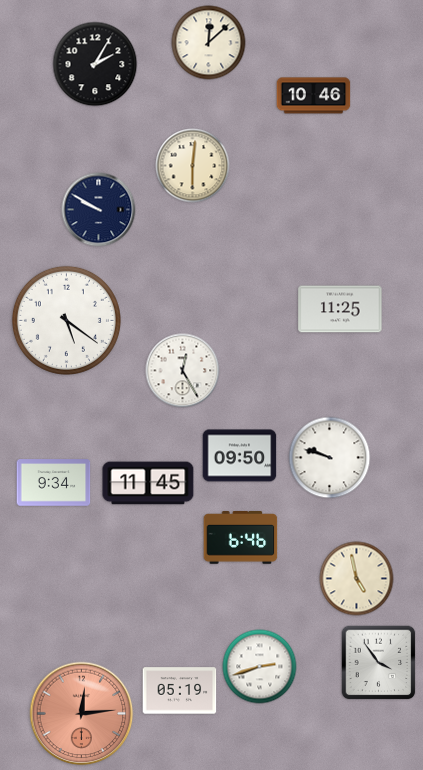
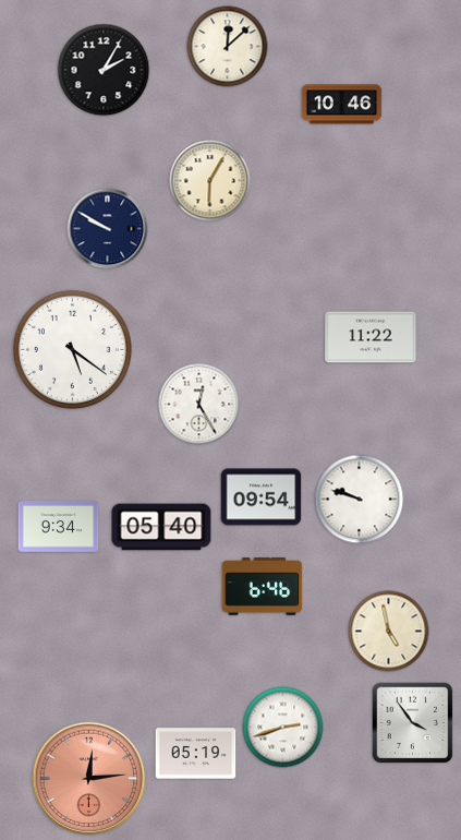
clock at (193, 166): 6:01 -> 6:05
clock at (340, 309): 11:25 -> 11:22
clock at (240, 456): 09:50 -> 09:54
clock at (148, 483): 11:45 -> 05:40
